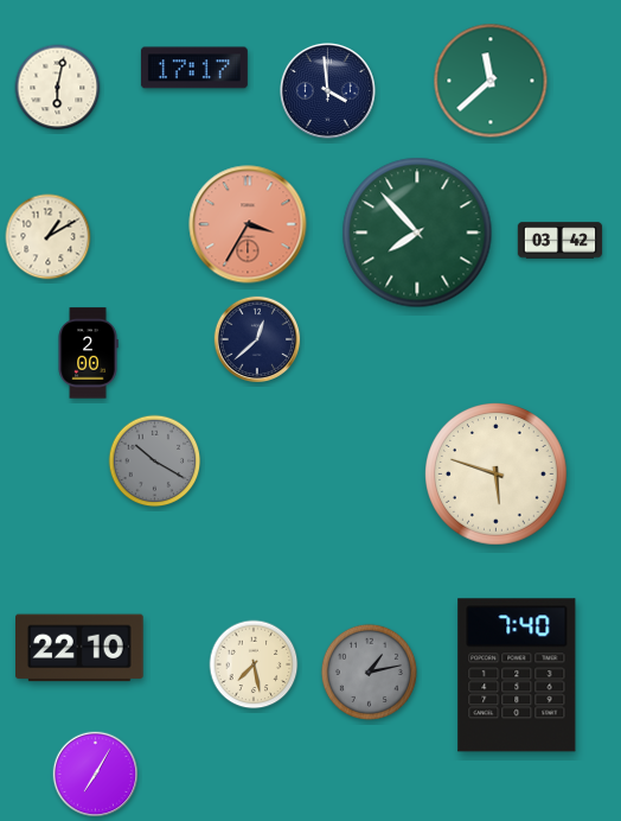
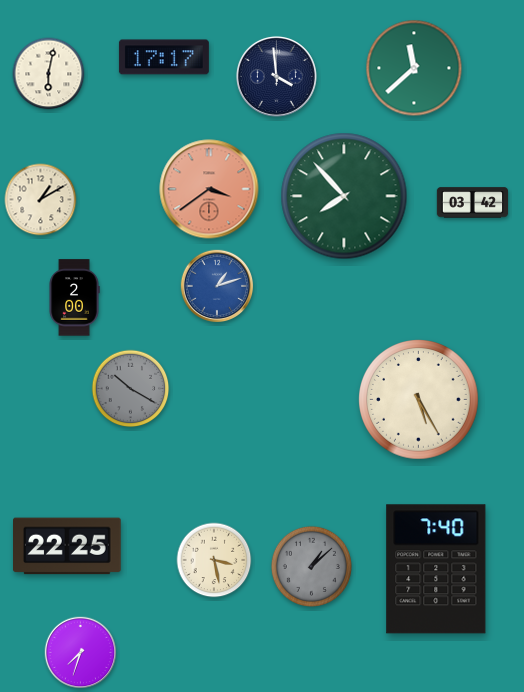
clock at (248, 224): 3:35 -> 3:39
clock at (417, 233) position: (417, 233) -> (344, 196)
clock at (257, 339): 12:38 -> 1:12
clock at (257, 339) dial: navy -> blue
clock at (497, 475): 5:48 -> 5:25
clock at (81, 648): 22:10 -> 22:25
clock at (254, 664): 7:28 -> 3:28
clock at (369, 672): 1:13 -> 1:08
clock at (96, 775): 7:05 -> 7:33
